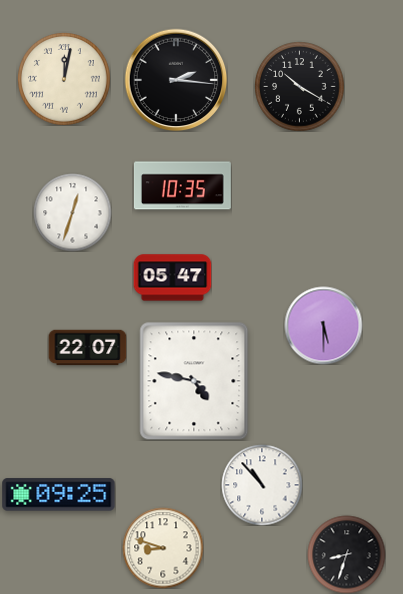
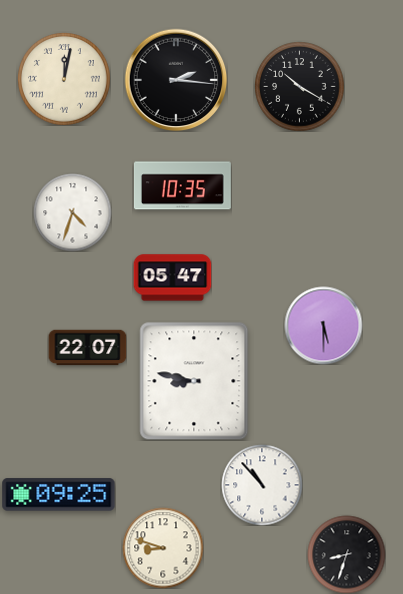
clock at (72, 212): 12:33 -> 4:33
clock at (194, 381): 4:47 -> 8:47
